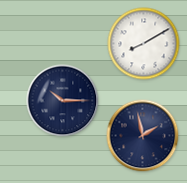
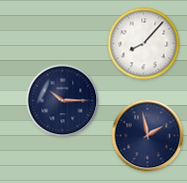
clock at (144, 44): 8:10 -> 8:07
clock at (143, 136) position: (143, 136) -> (148, 136)
